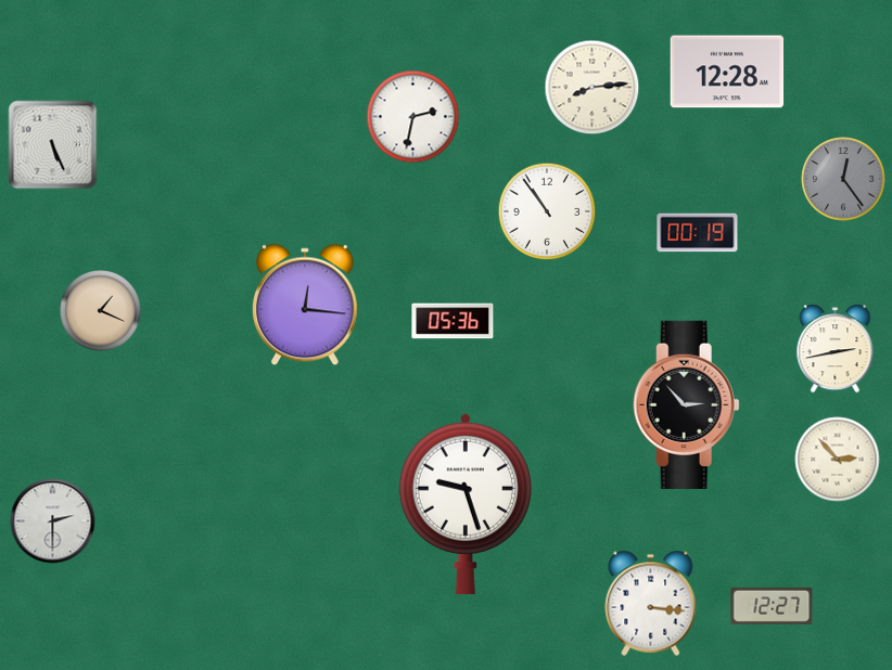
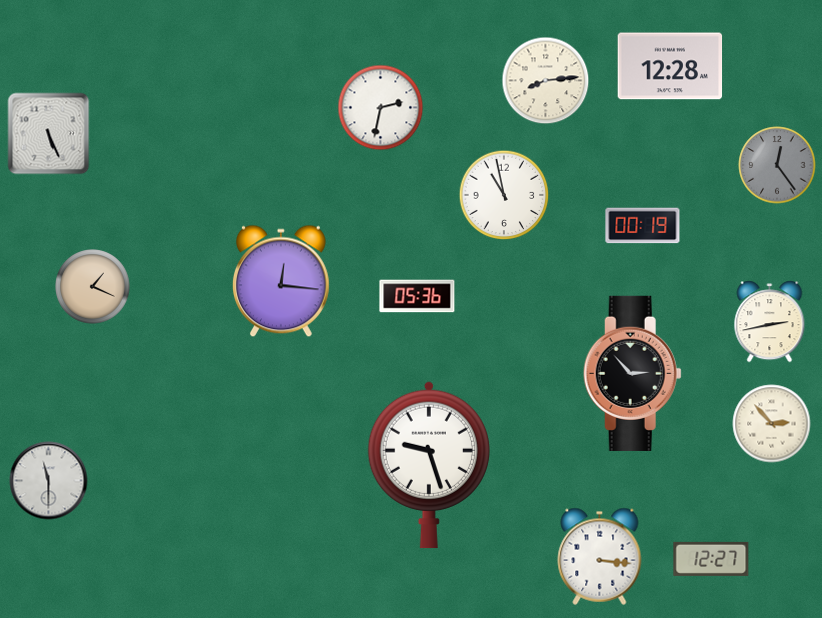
clock at (547, 211): 10:54 -> 10:58
clock at (698, 233) position: (698, 233) -> (643, 226)
clock at (53, 521): 2:30 -> 11:30
